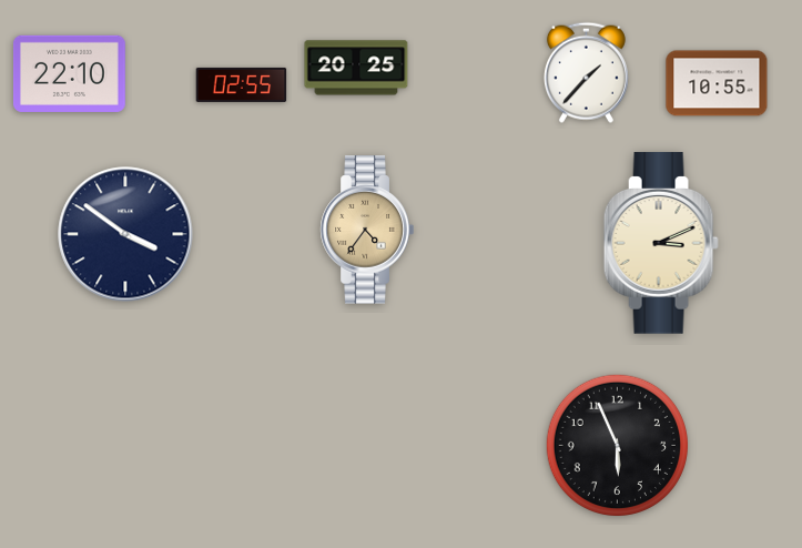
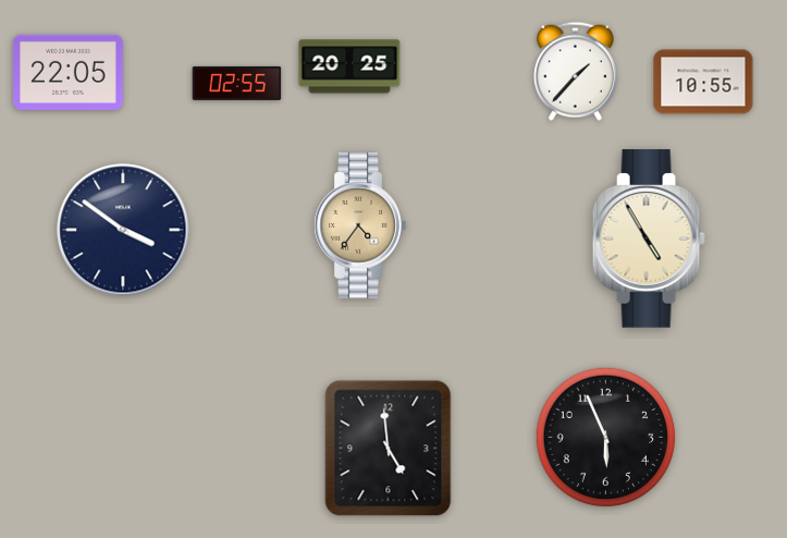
clock at (70, 73): 22:10 -> 22:05
clock at (661, 243): 3:11 -> 4:55
clock at (389, 449): none -> 4:59
